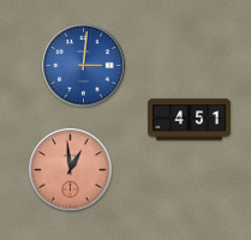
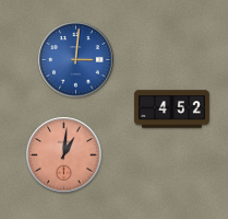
clock at (190, 120): 4:51 -> 4:52
clock at (71, 170): 12:59 -> 1:01
